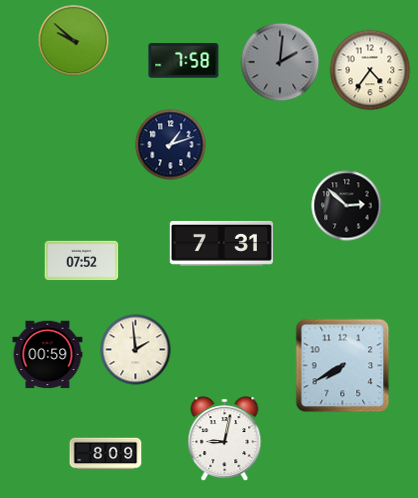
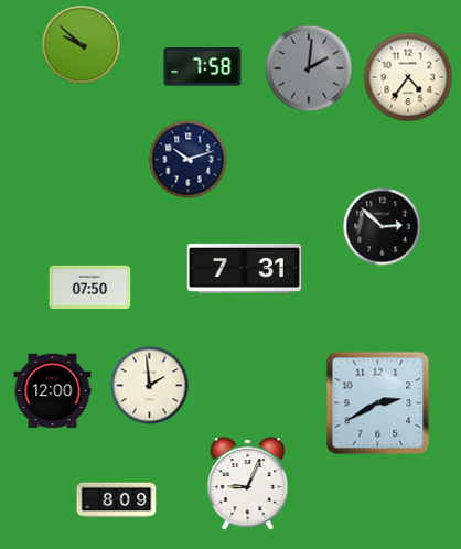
clock at (171, 145): 1:12 -> 10:12
clock at (82, 261): 07:52 -> 07:50
clock at (48, 355): 00:59 -> 12:00
clock at (343, 366): 7:40 -> 2:40
clock at (225, 439): 9:02 -> 9:04
